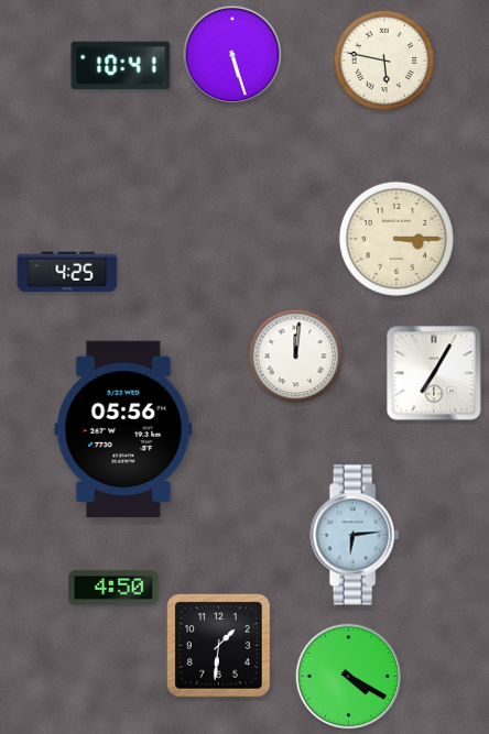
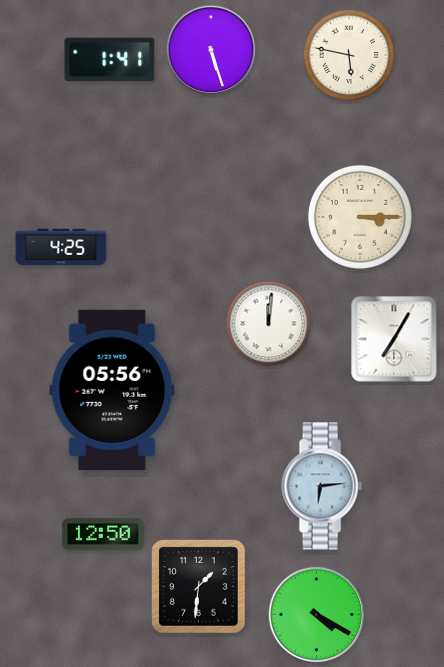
clock at (121, 66): 10:41 -> 1:41
clock at (113, 588): 4:50 -> 12:50
